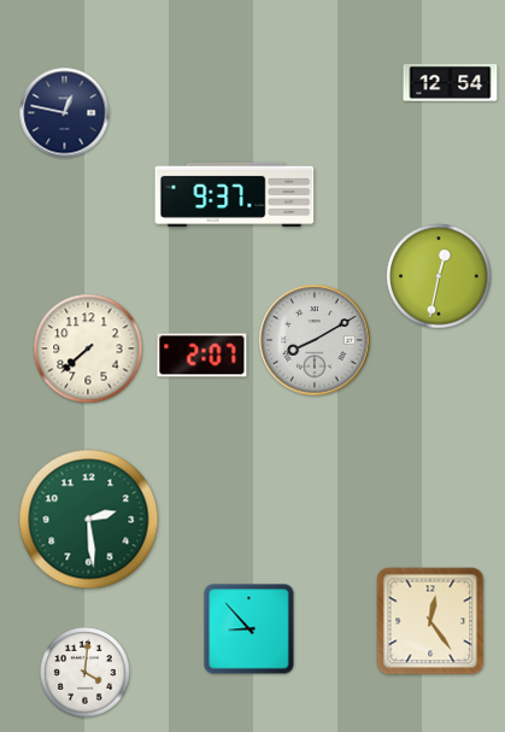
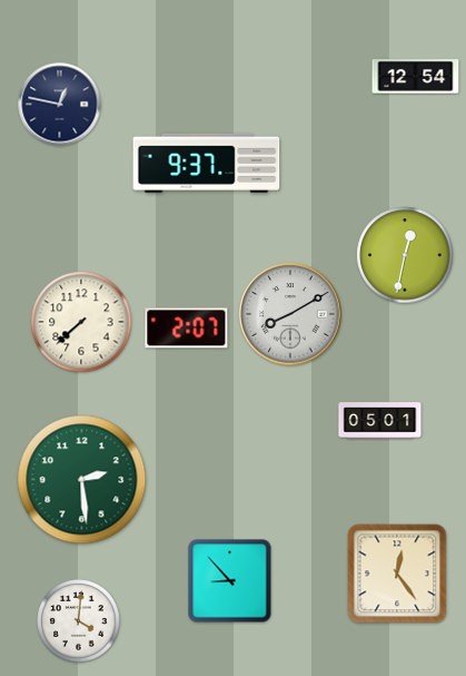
clock at (235, 194) position: (235, 194) -> (207, 163)
clock at (380, 421): none -> 05:01
